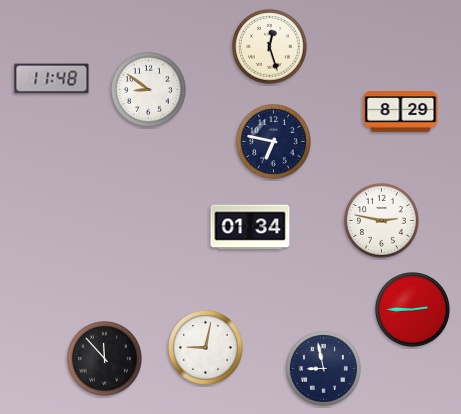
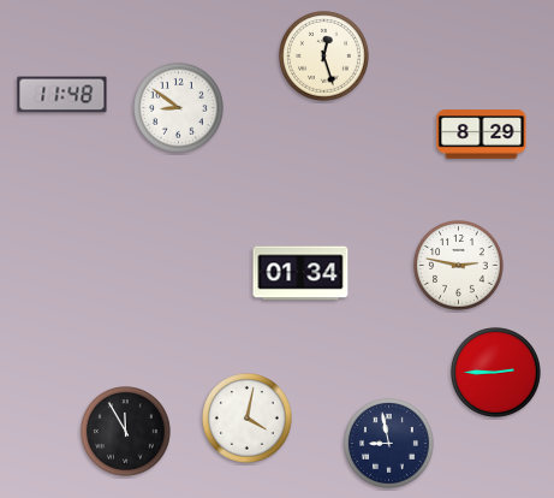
clock at (274, 142): 6:47 -> none
clock at (206, 348): 9:02 -> 4:02
clock at (105, 359): 11:53 -> 11:55
